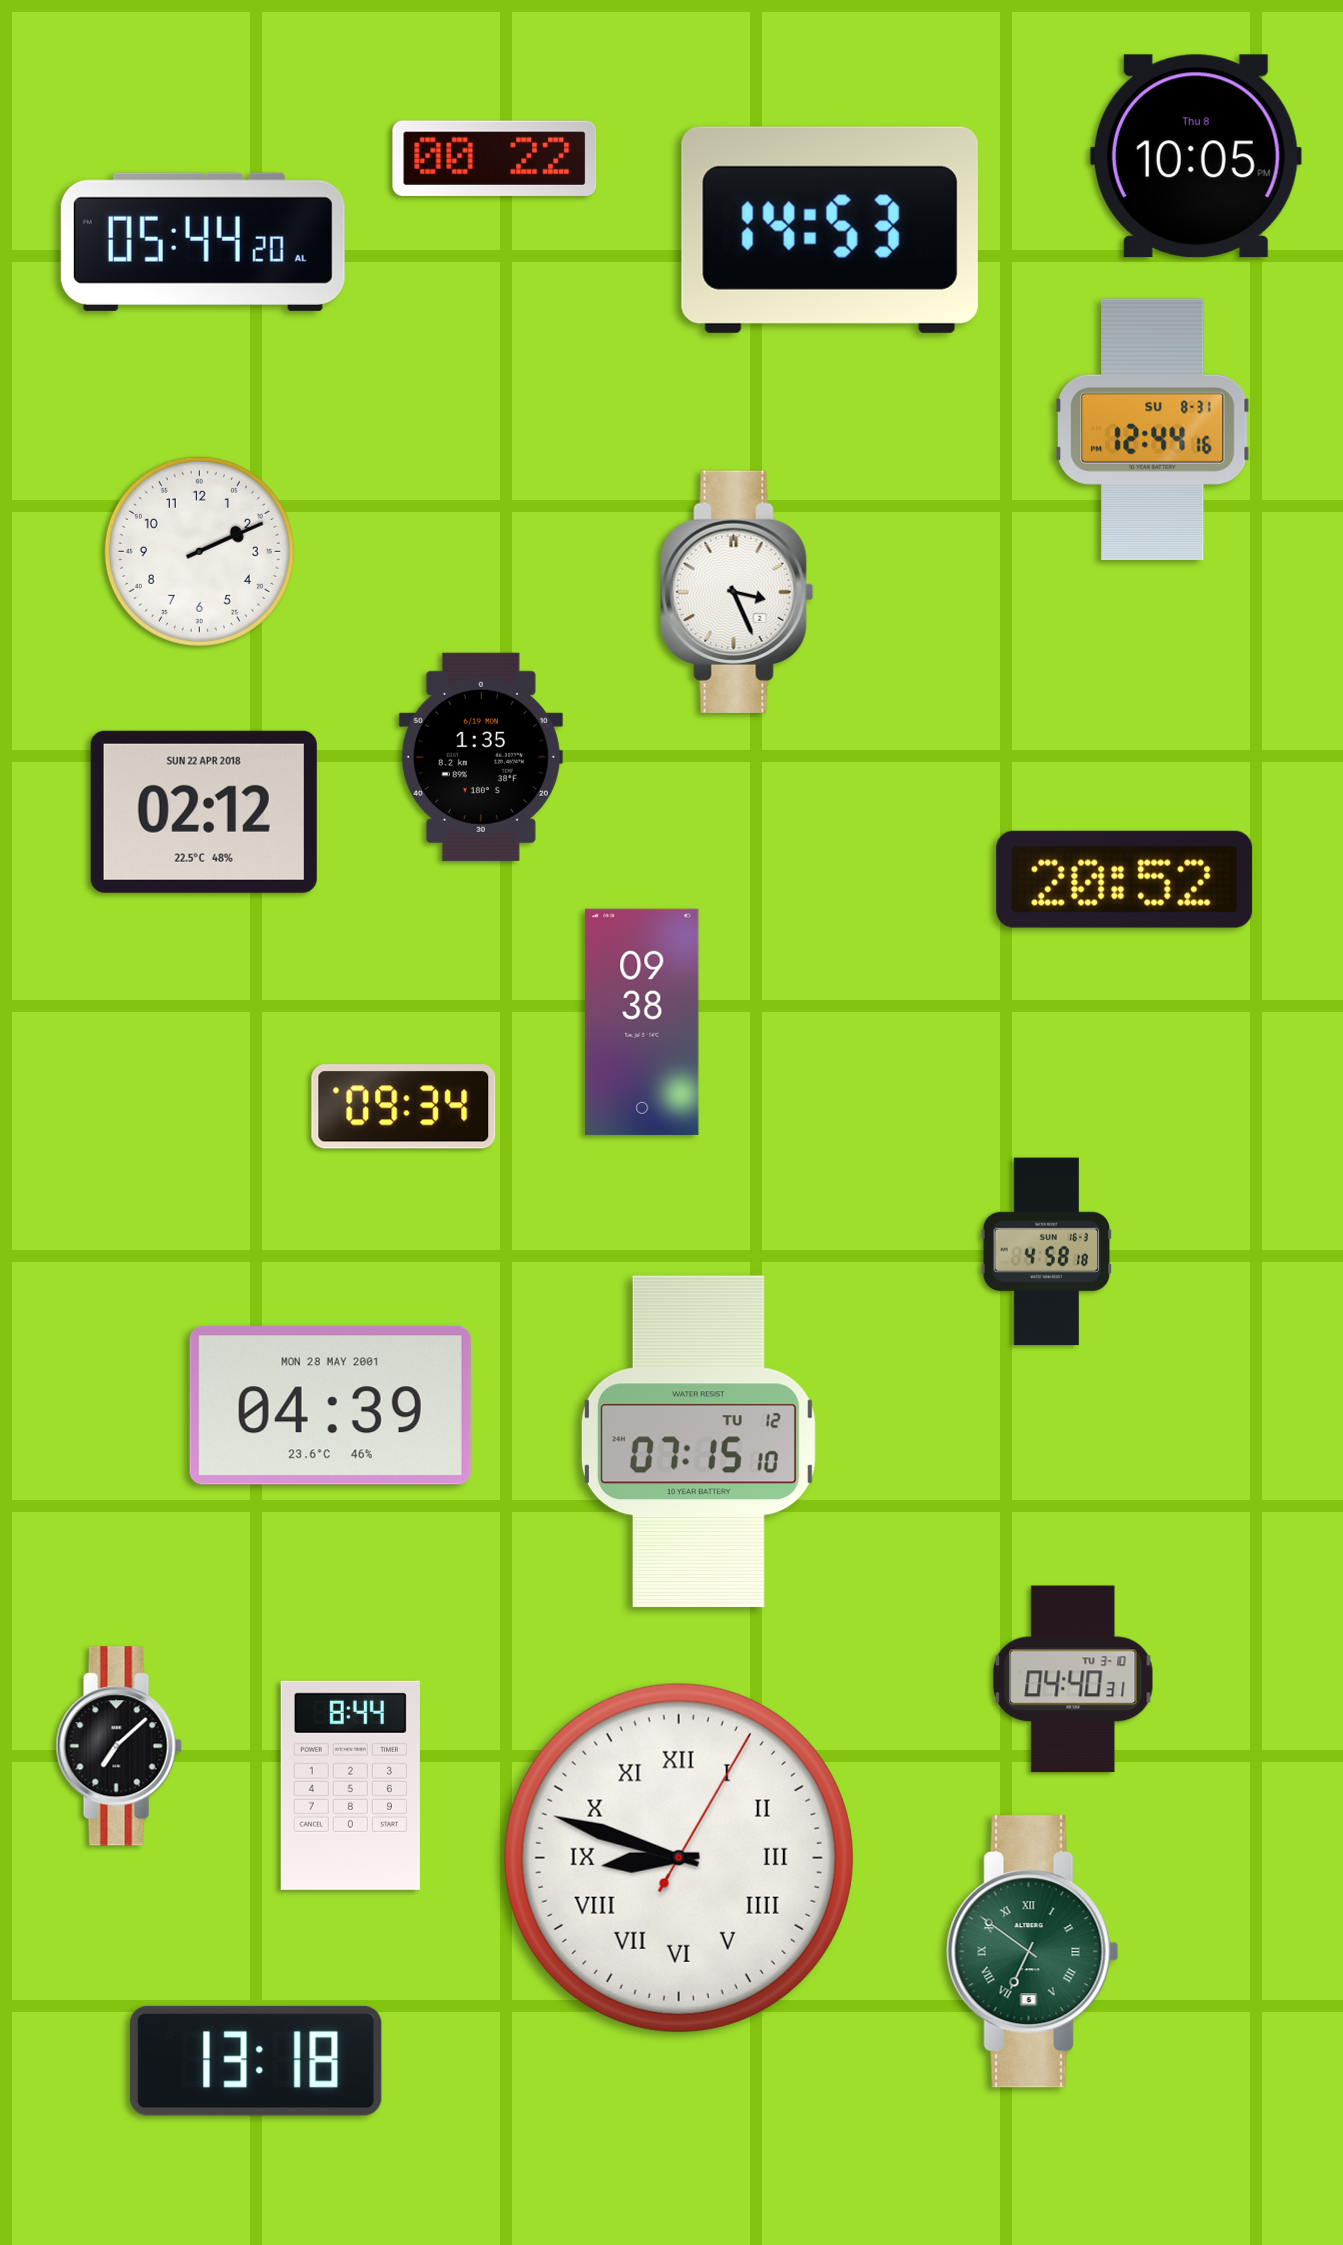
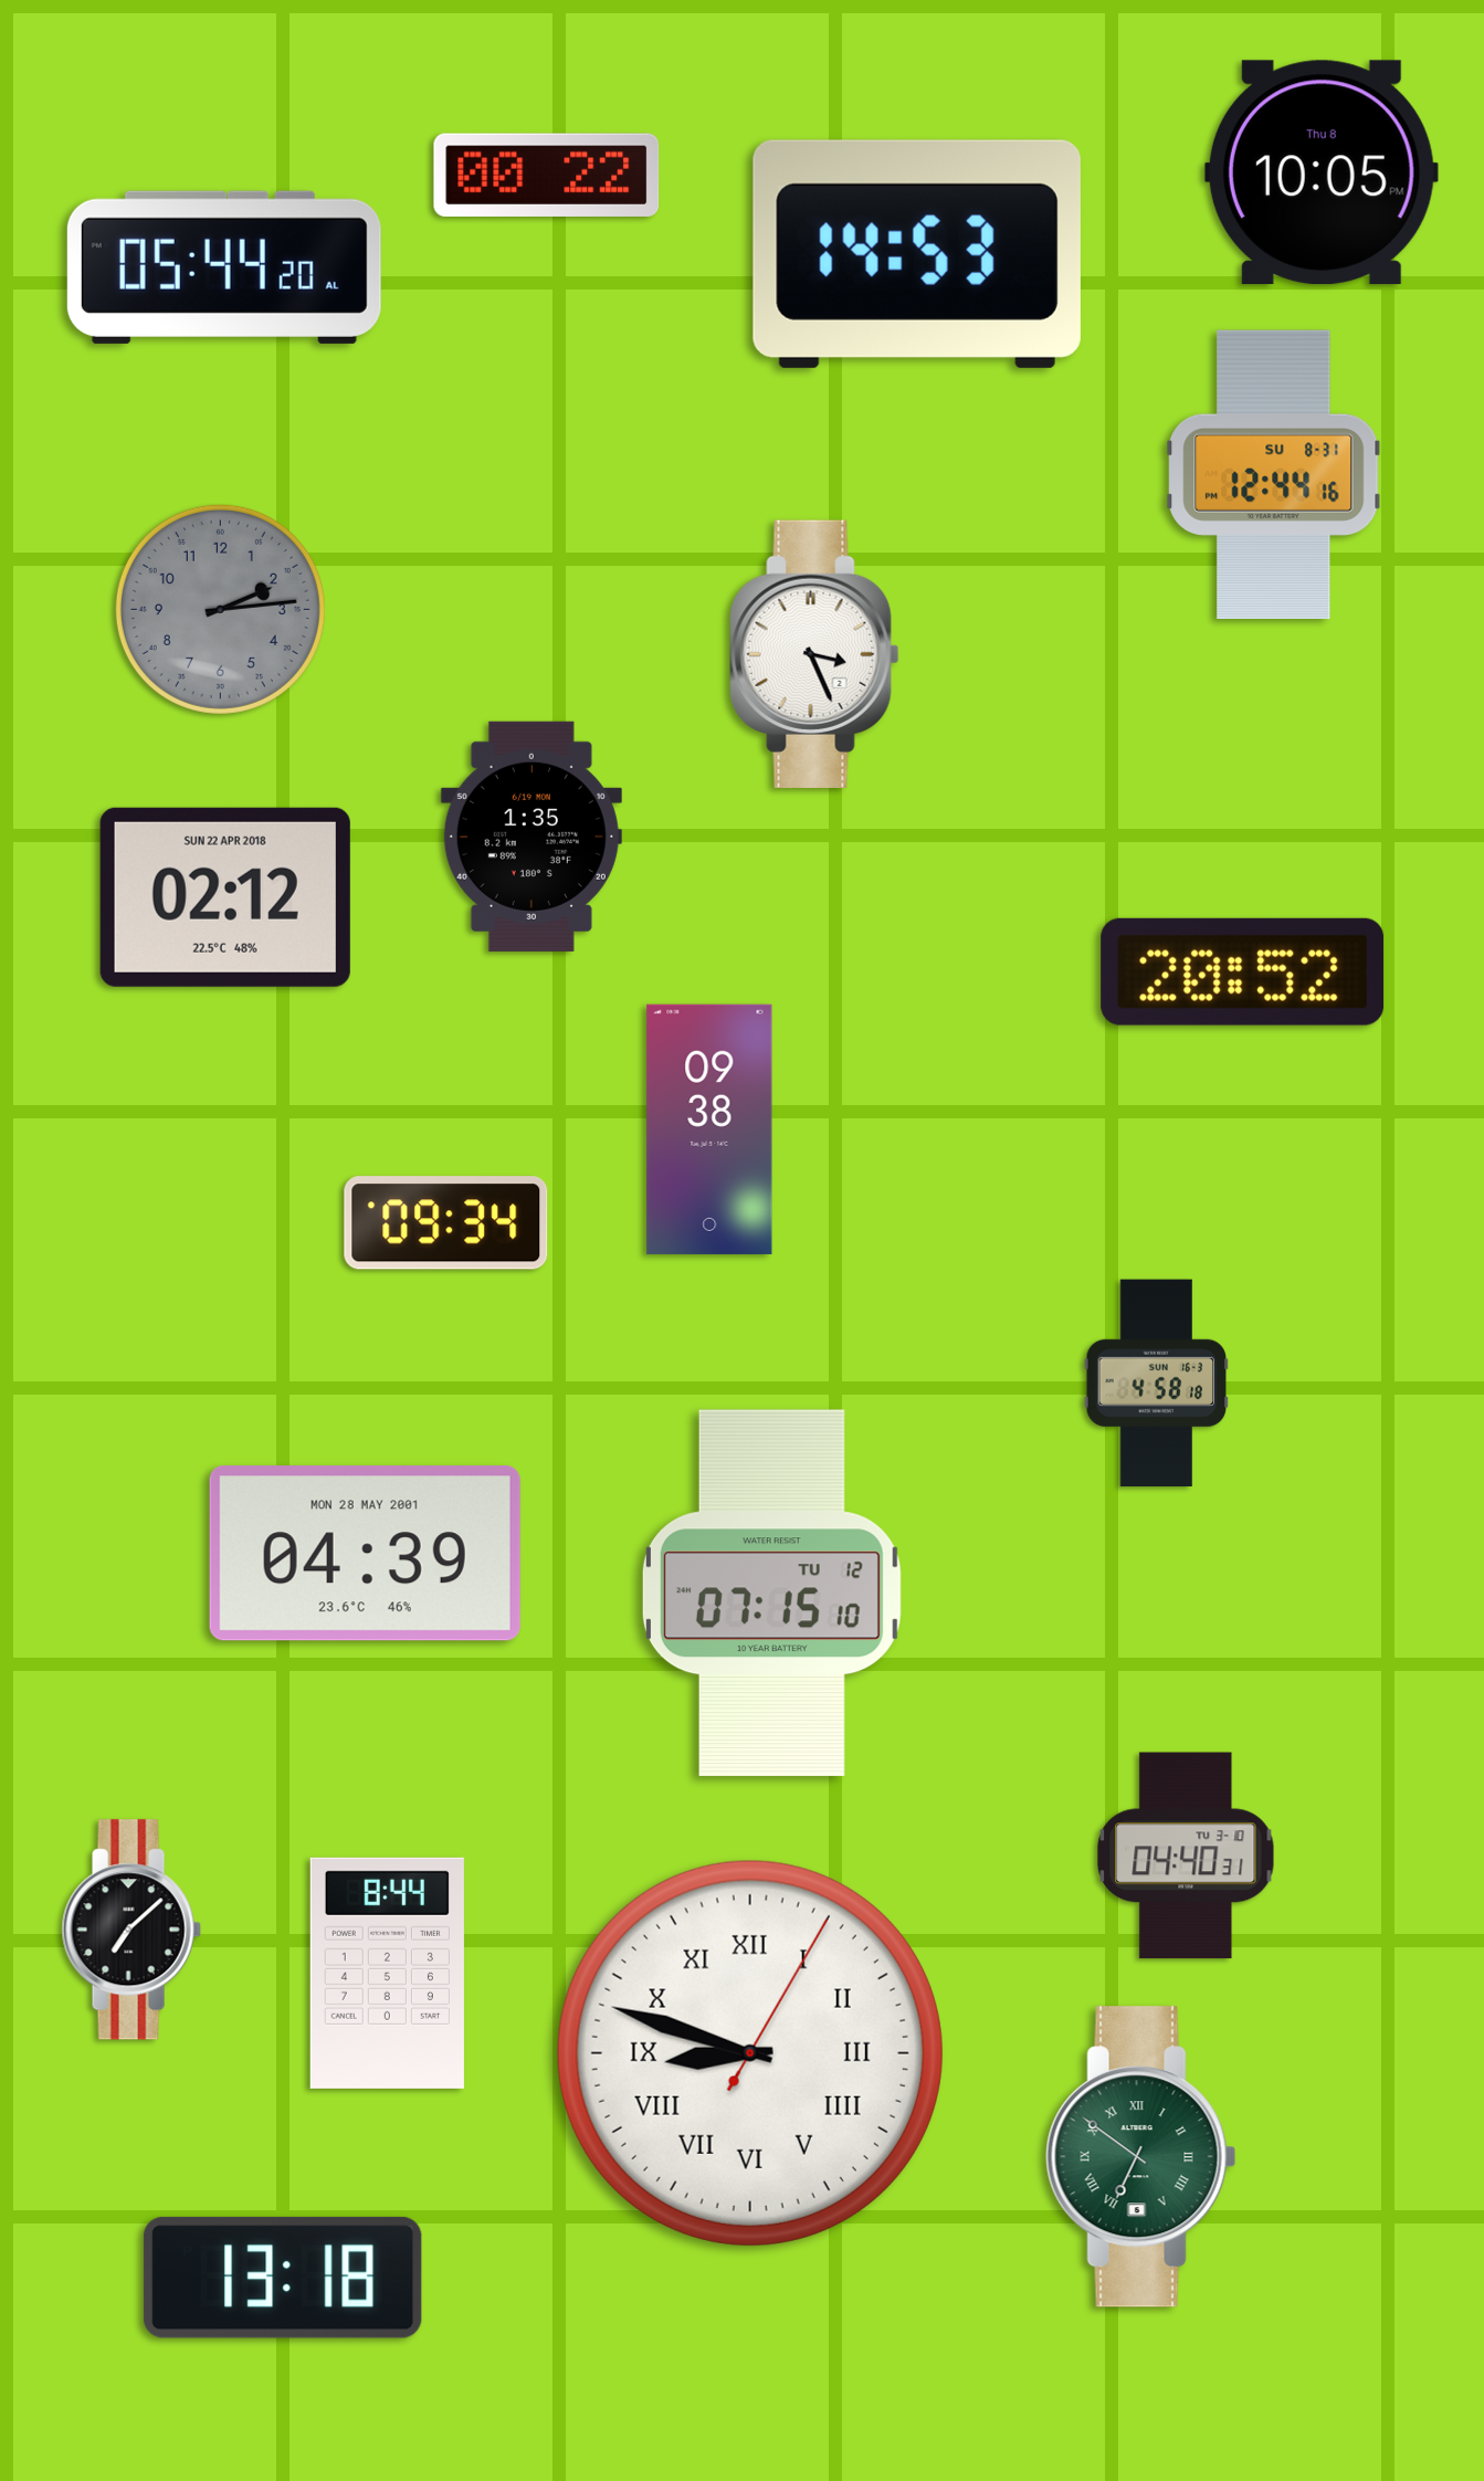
clock at (199, 551): 2:11 -> 2:14
clock at (199, 551) dial: white -> grey
